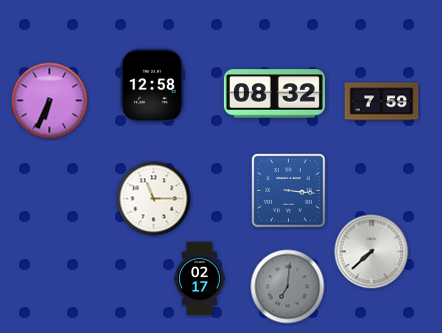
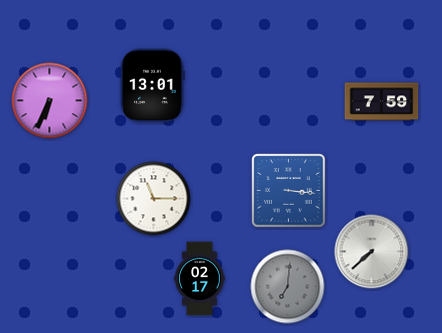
clock at (152, 86): 12:58 -> 13:01
clock at (274, 94): 08:32 -> none
